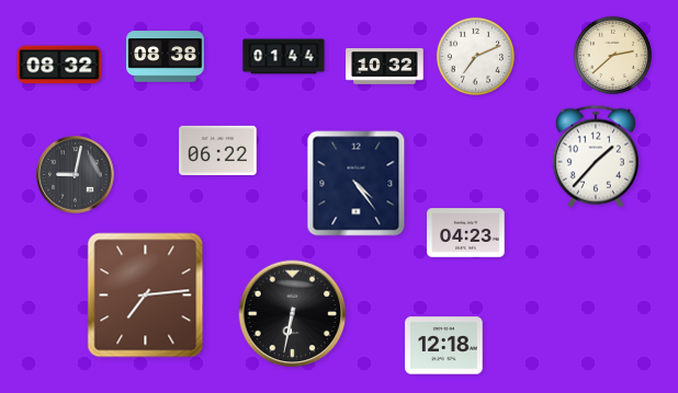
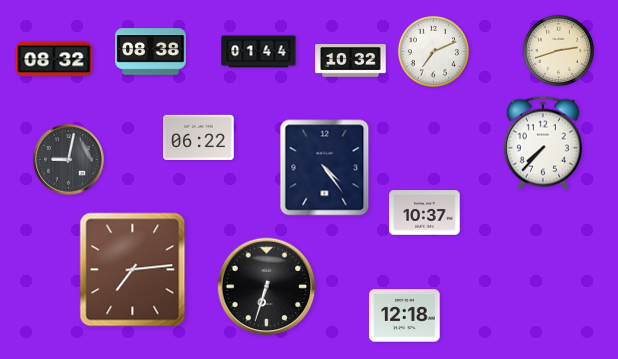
clock at (612, 55): 2:38 -> 2:42
clock at (596, 157): 1:37 -> 7:37
clock at (466, 233): 04:23 -> 10:37
clock at (293, 314): 6:32 -> 6:33
